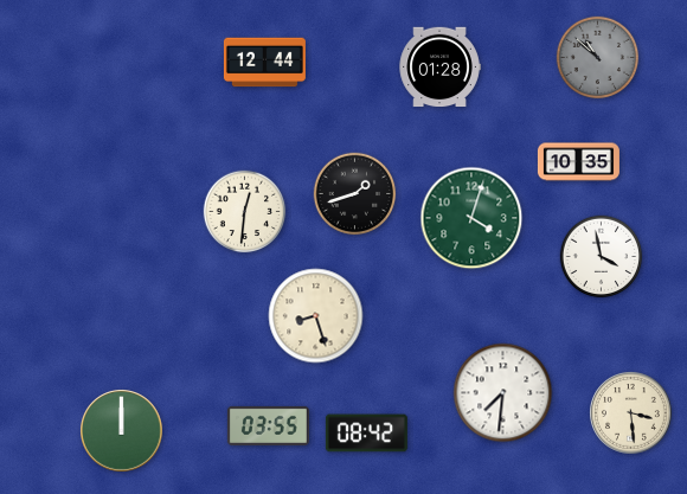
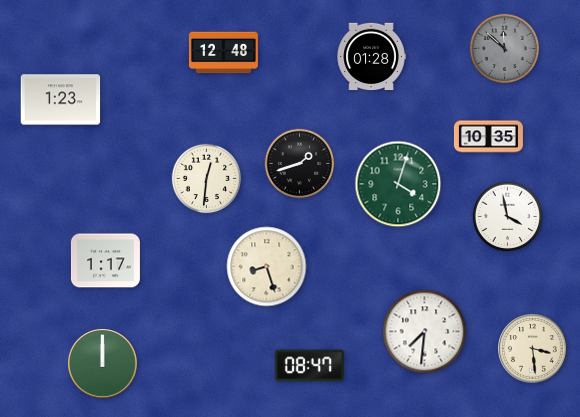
clock at (598, 58): 10:52 -> 11:52
clock at (264, 63): 12:44 -> 12:48
clock at (61, 100): none -> 1:23
clock at (105, 261): none -> 1:17
clock at (268, 425): 03:55 -> none
clock at (366, 434): 08:42 -> 08:47
